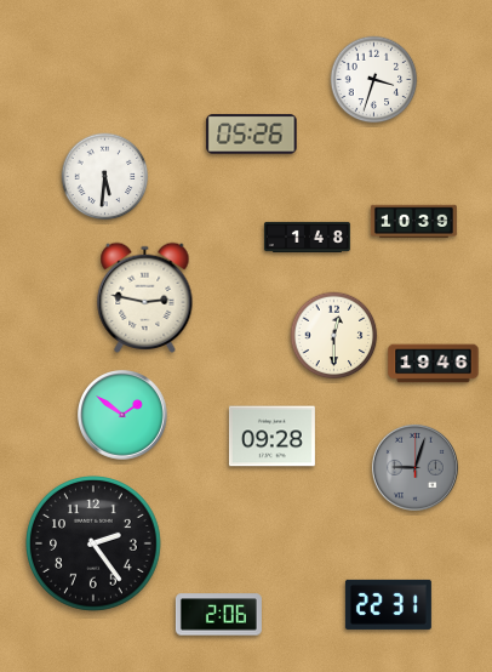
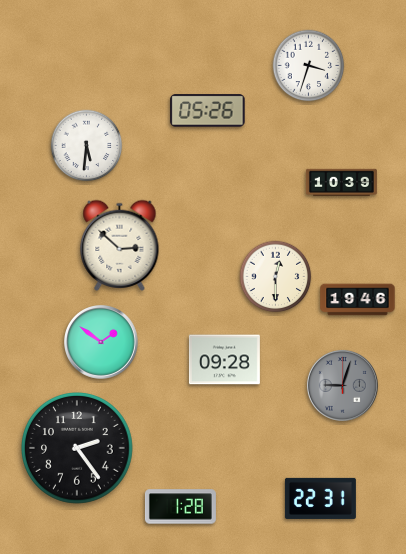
clock at (307, 237): 1:48 -> none
clock at (145, 297): 2:47 -> 2:52
clock at (218, 615): 2:06 -> 1:28
